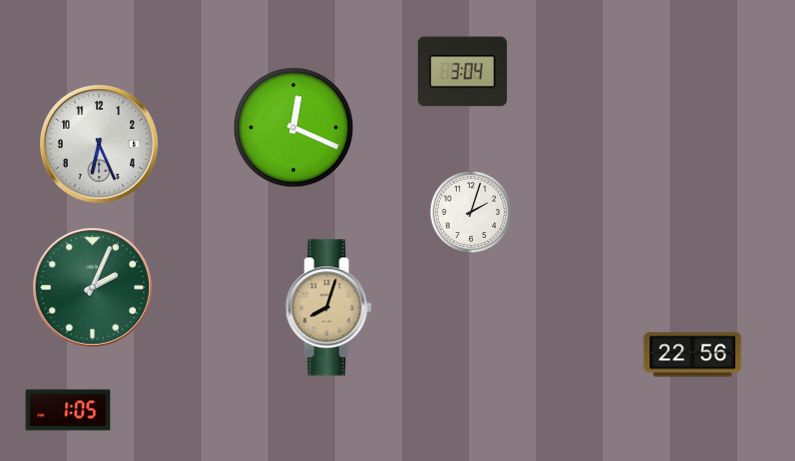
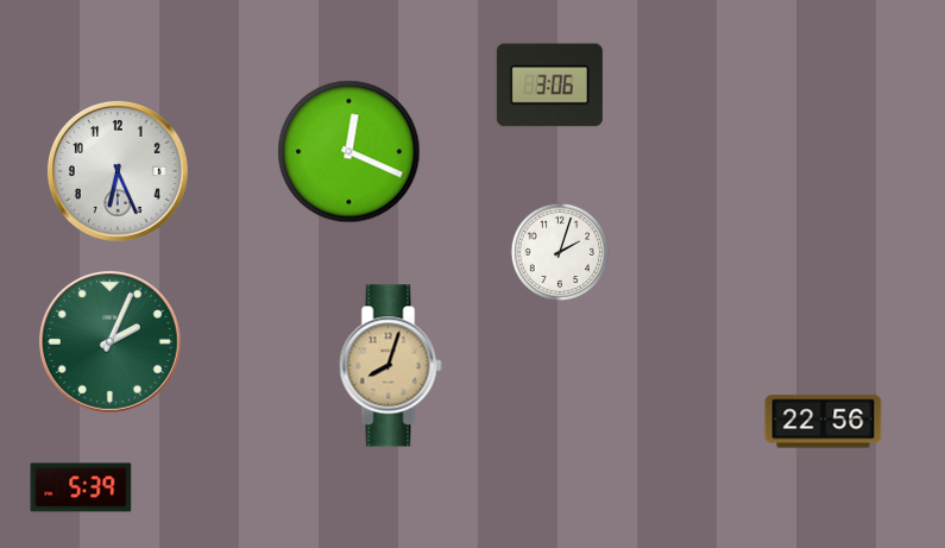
clock at (462, 72): 3:04 -> 3:06
clock at (68, 410): 1:05 -> 5:39
